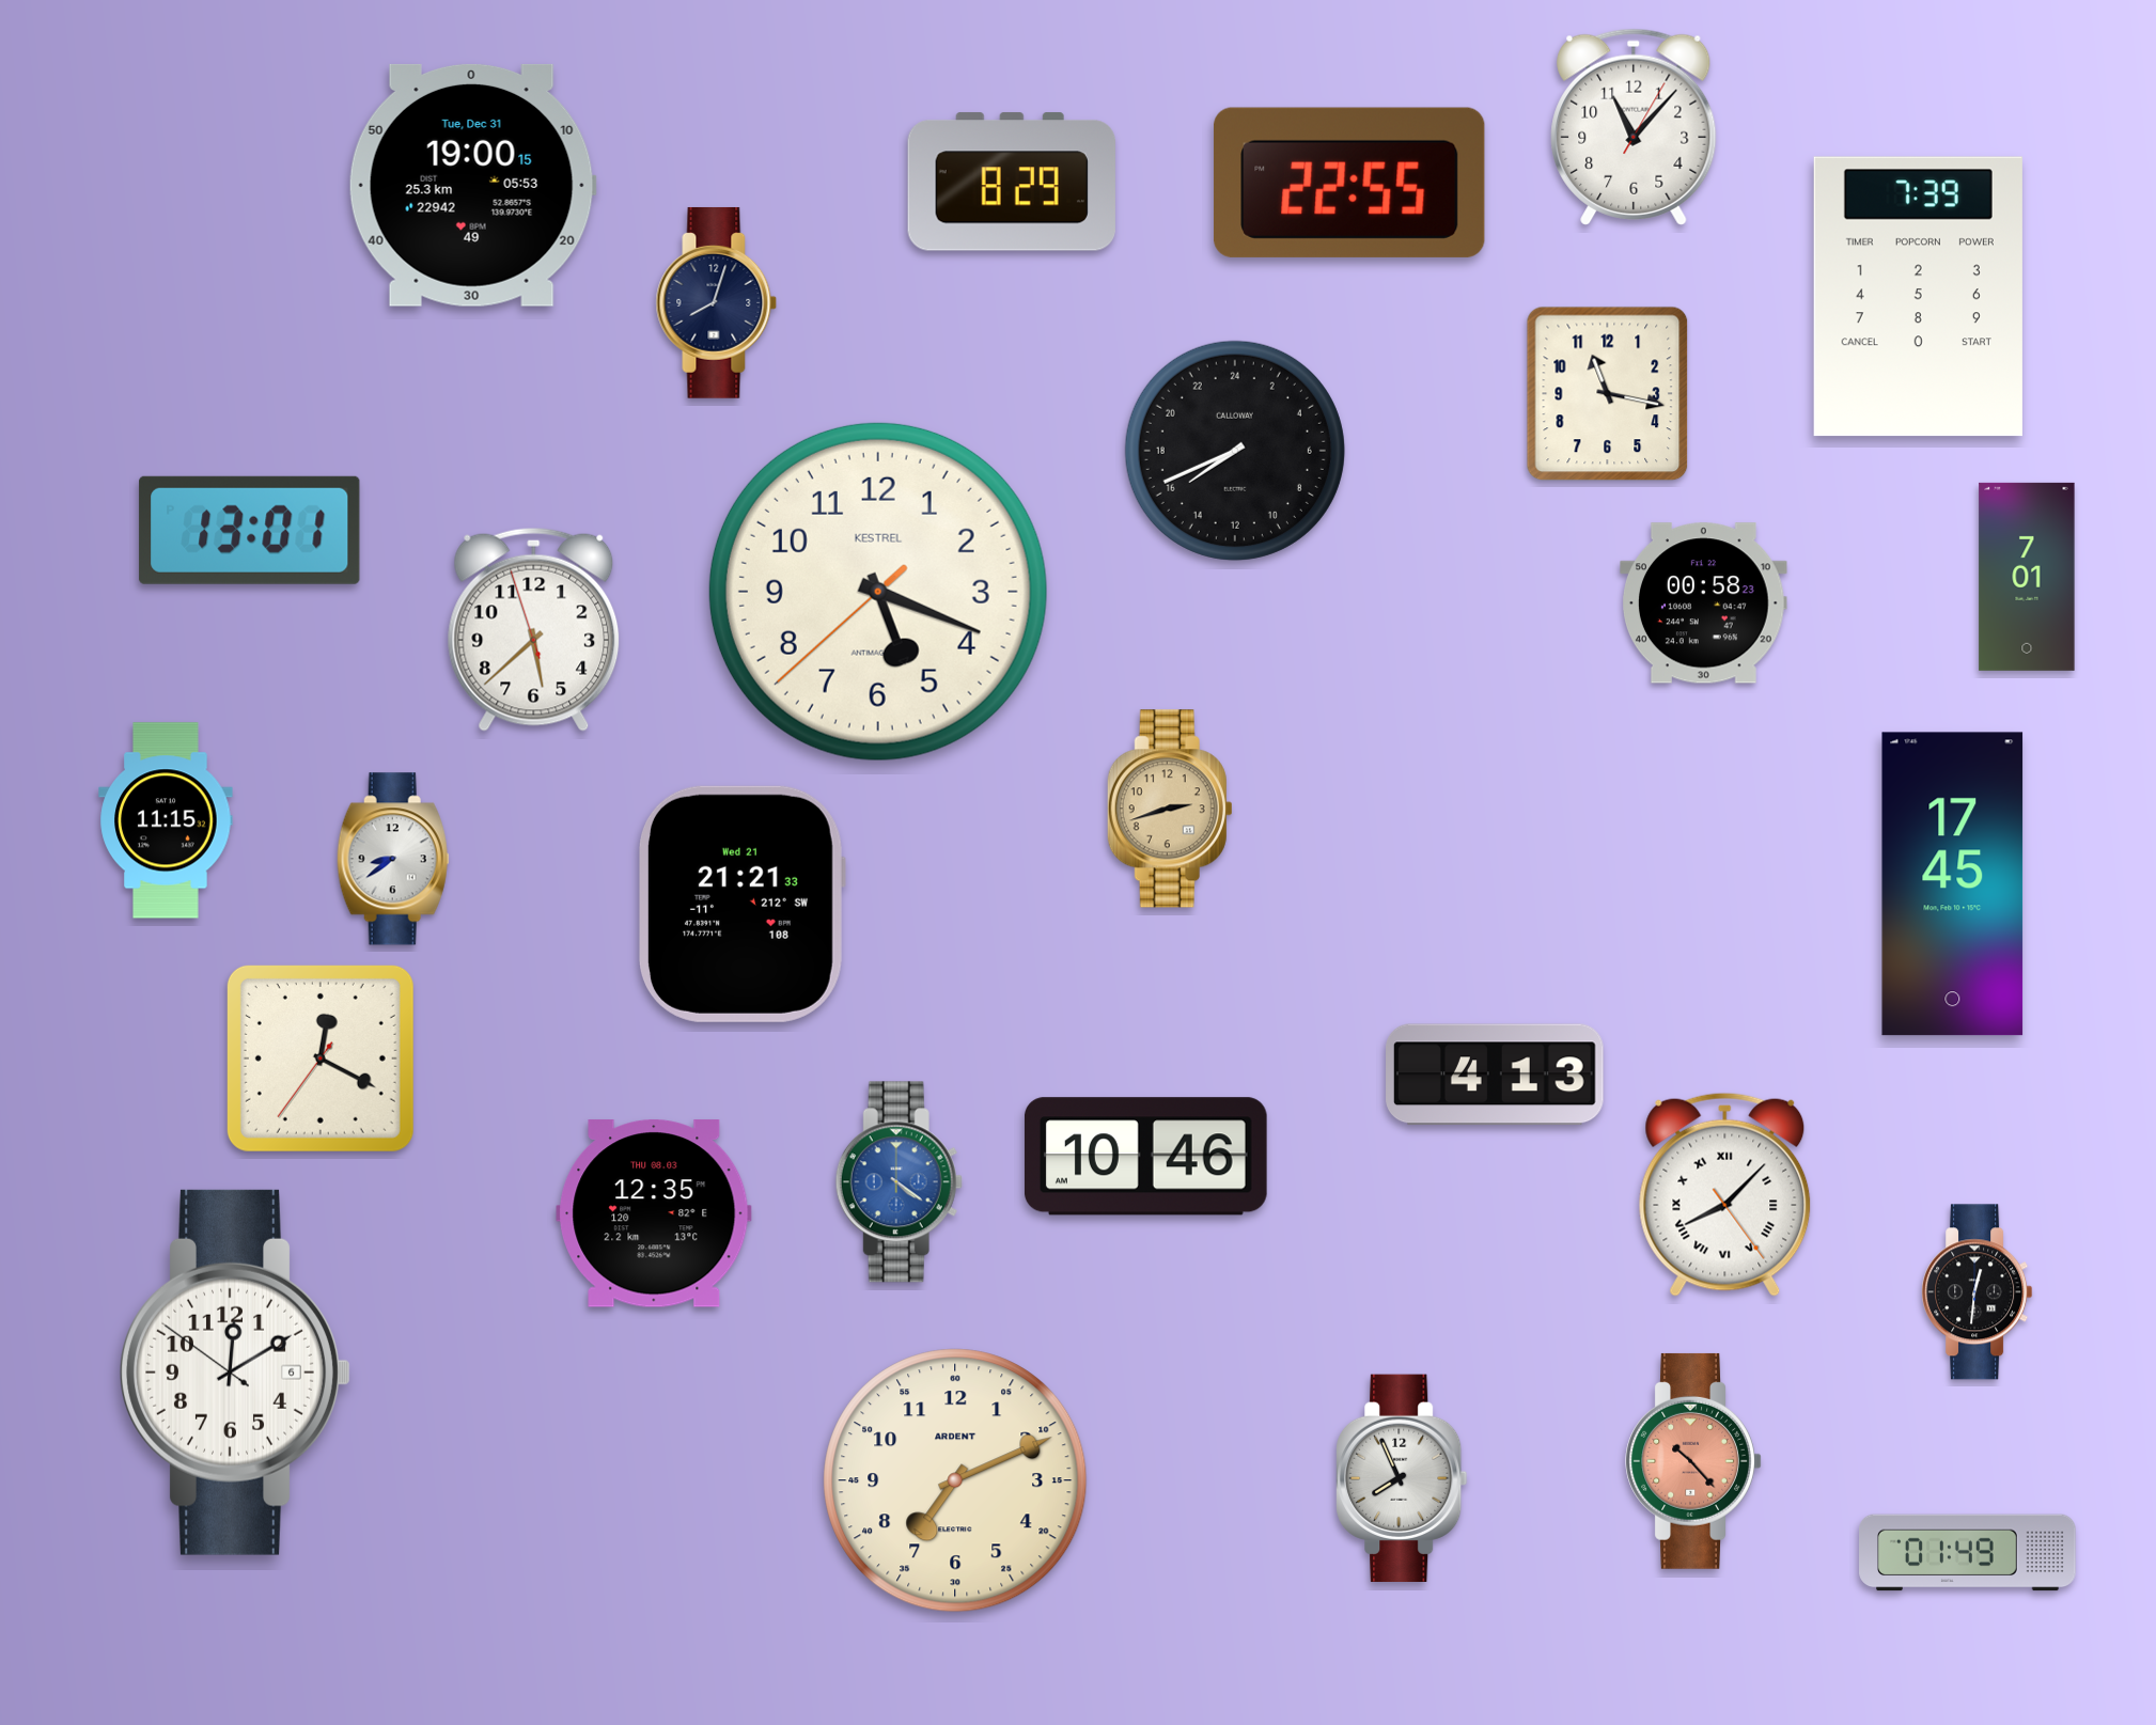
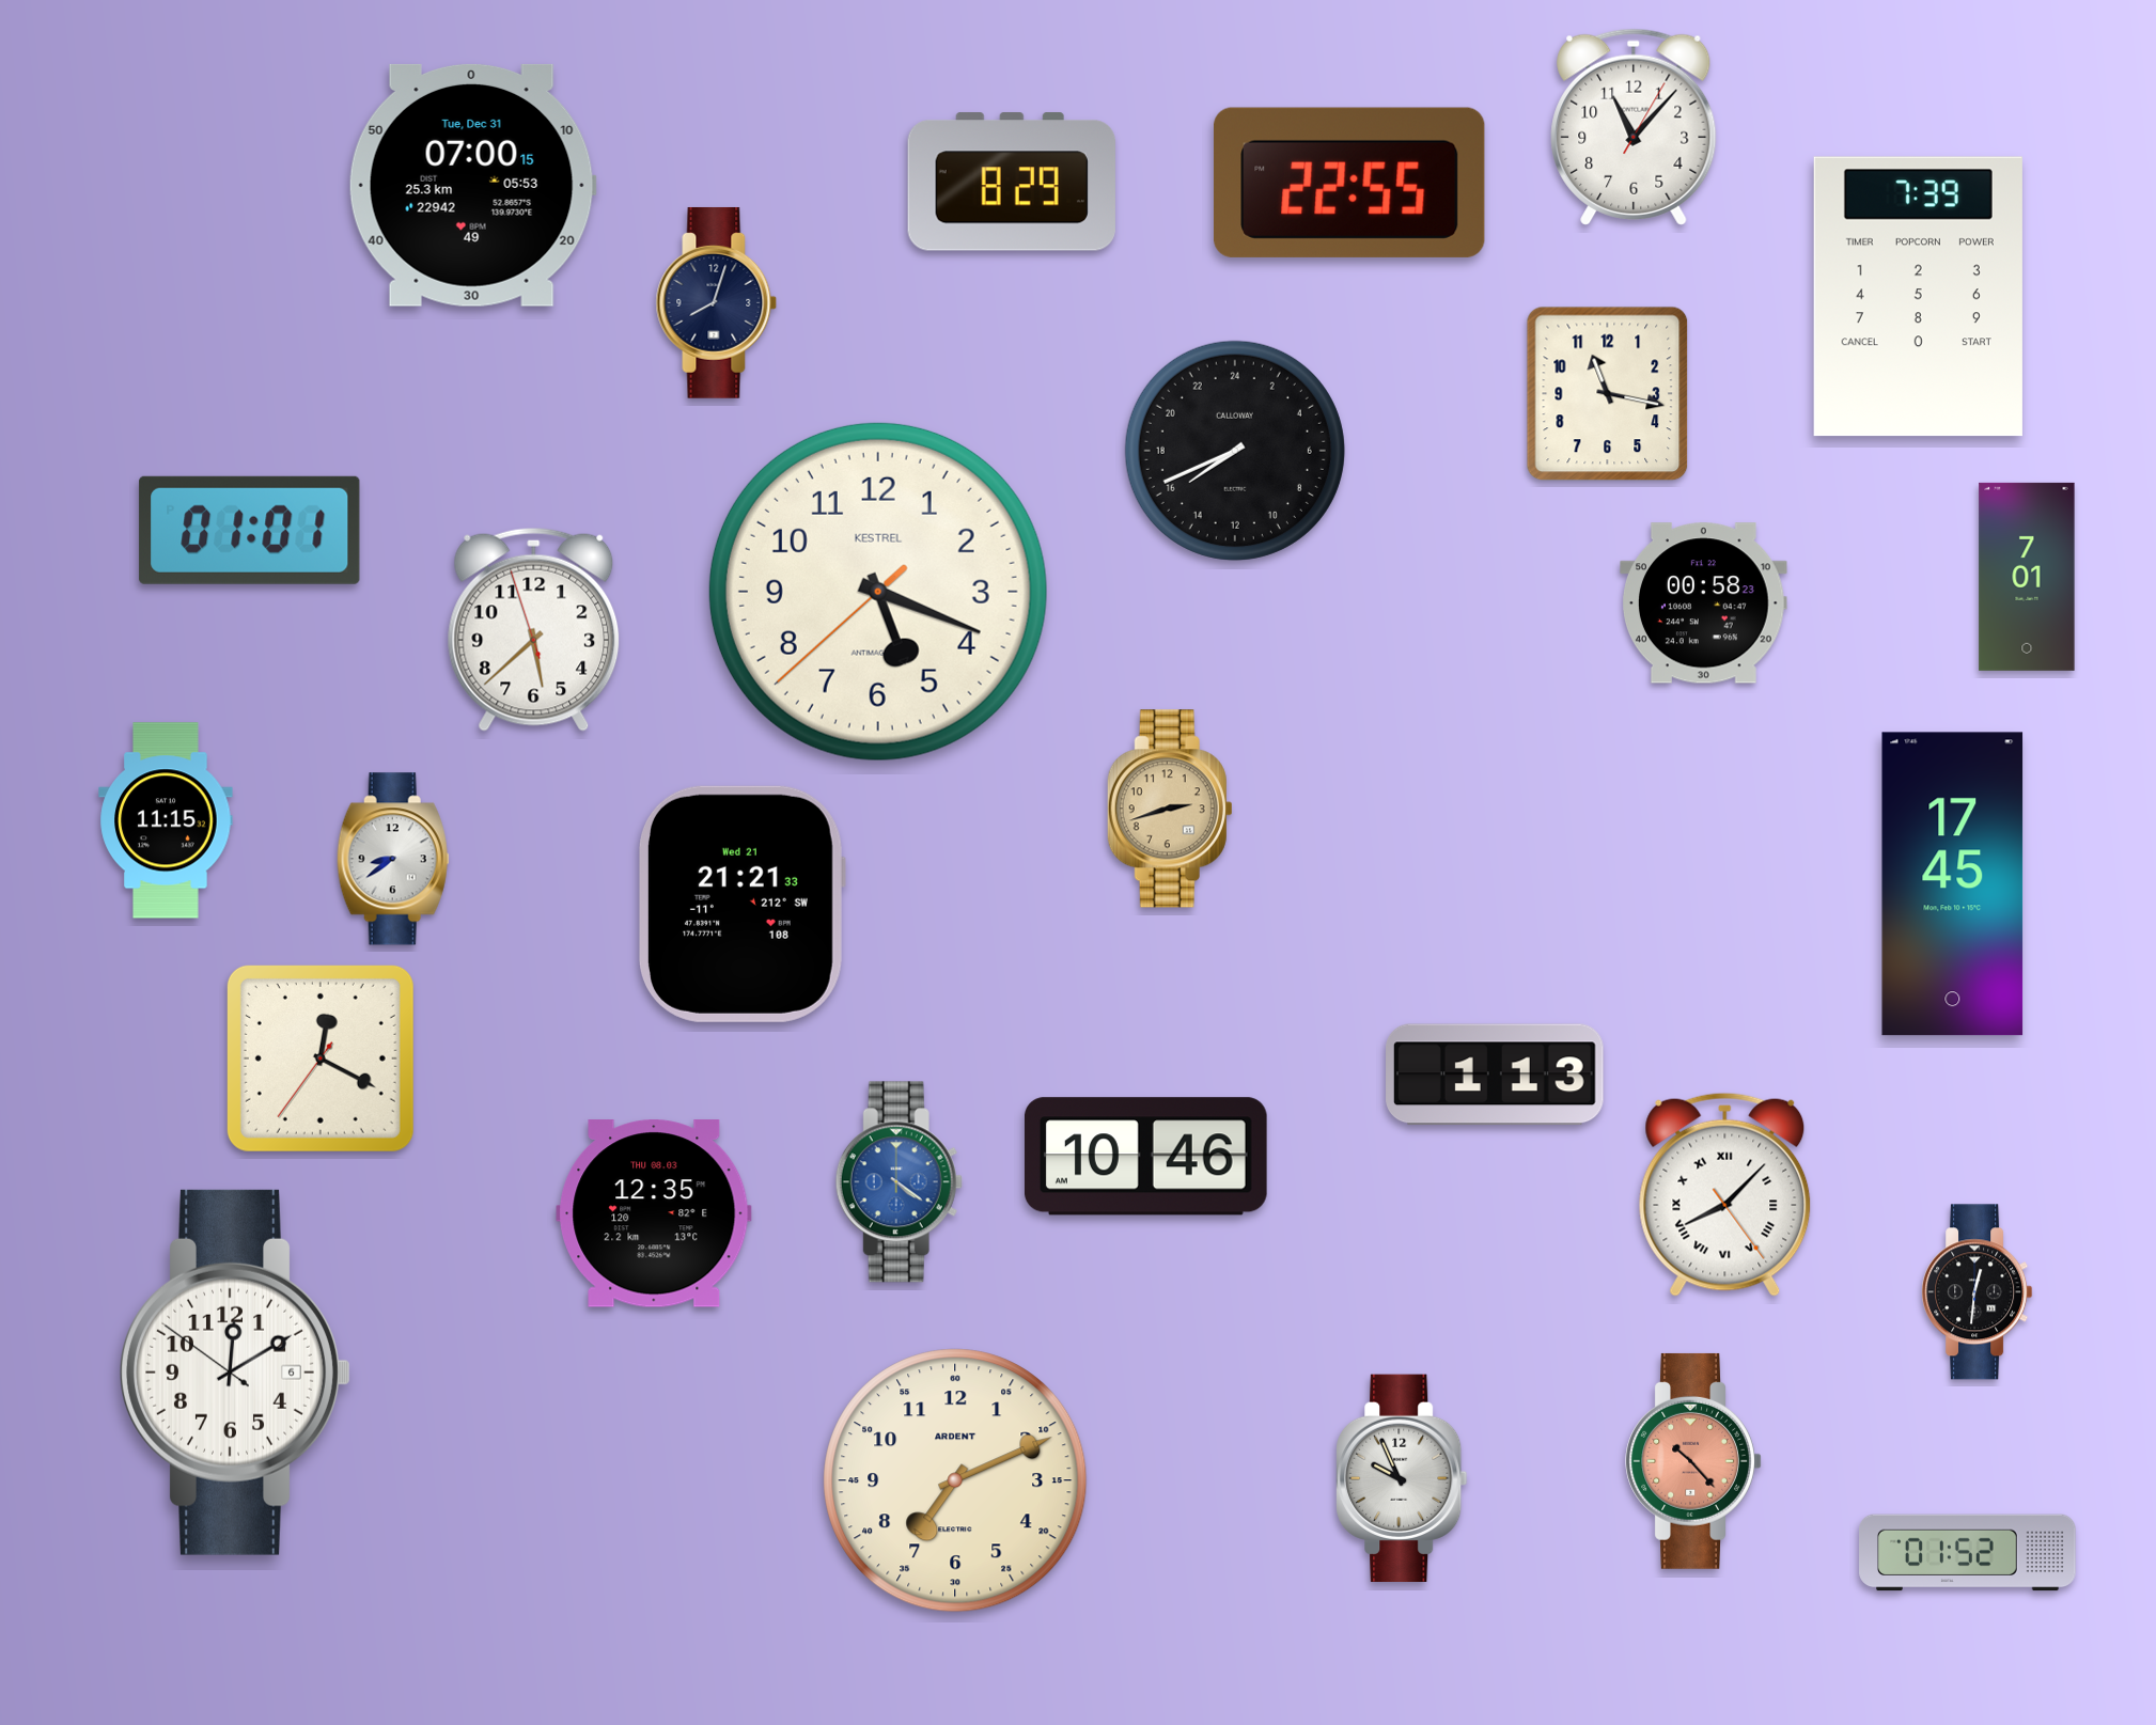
clock at (472, 185): 19:00 -> 07:00
clock at (250, 530): 13:01 -> 01:01
clock at (1495, 1075): 4:13 -> 1:13
clock at (1402, 1477): 7:56 -> 9:56
clock at (1968, 1553): 01:49 -> 01:52
